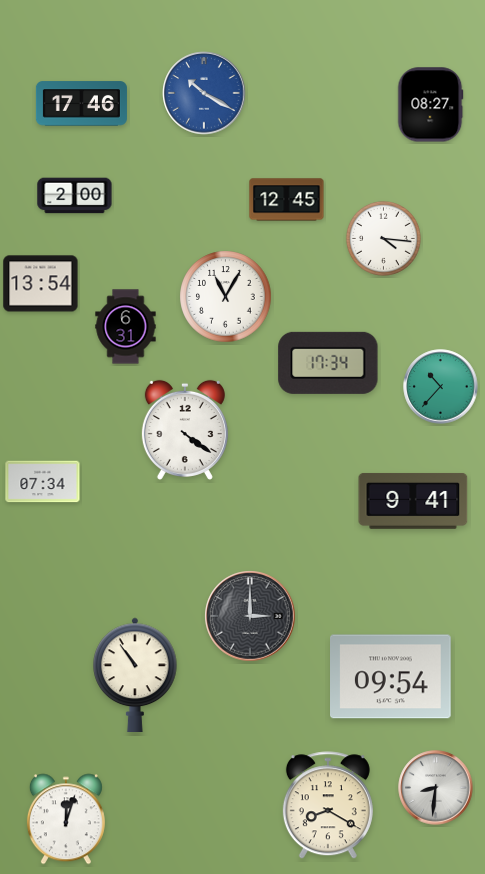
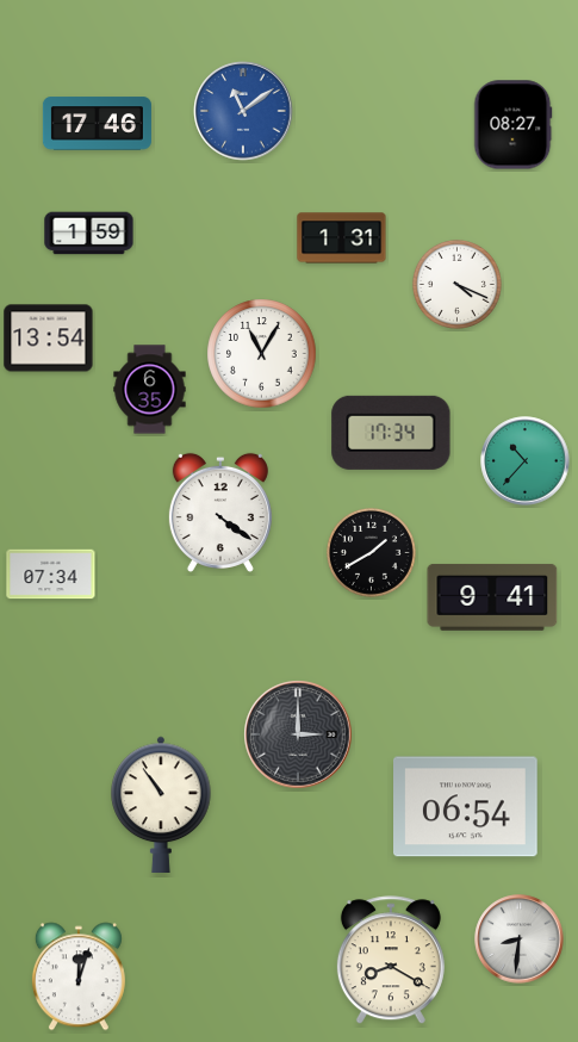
clock at (204, 93): 10:20 -> 11:09
clock at (75, 196): 2:00 -> 1:59
clock at (287, 200): 12:45 -> 1:31
clock at (383, 238): 4:16 -> 4:19
clock at (226, 297) position: (226, 297) -> (262, 354)
clock at (126, 327): 6:31 -> 6:35
clock at (371, 552): none -> 1:40
clock at (391, 677): 09:54 -> 06:54
